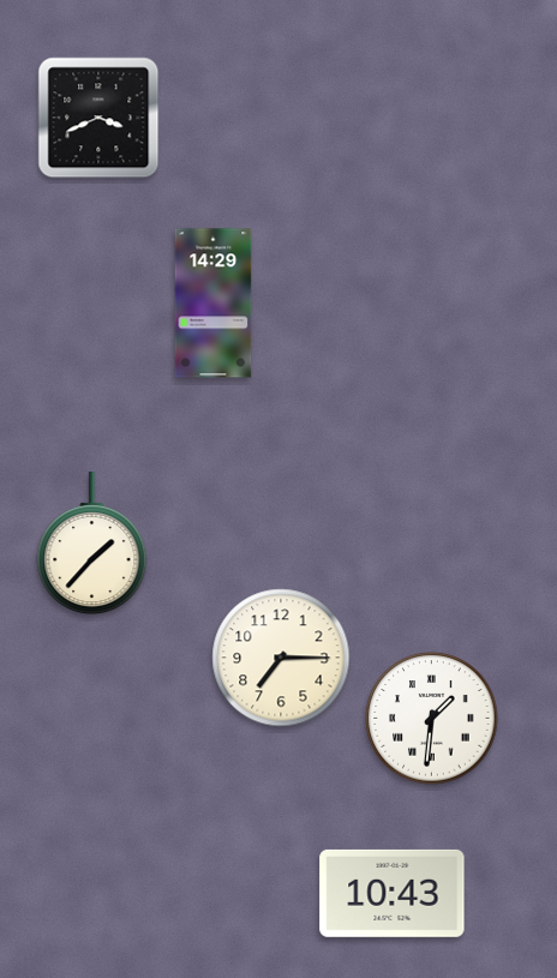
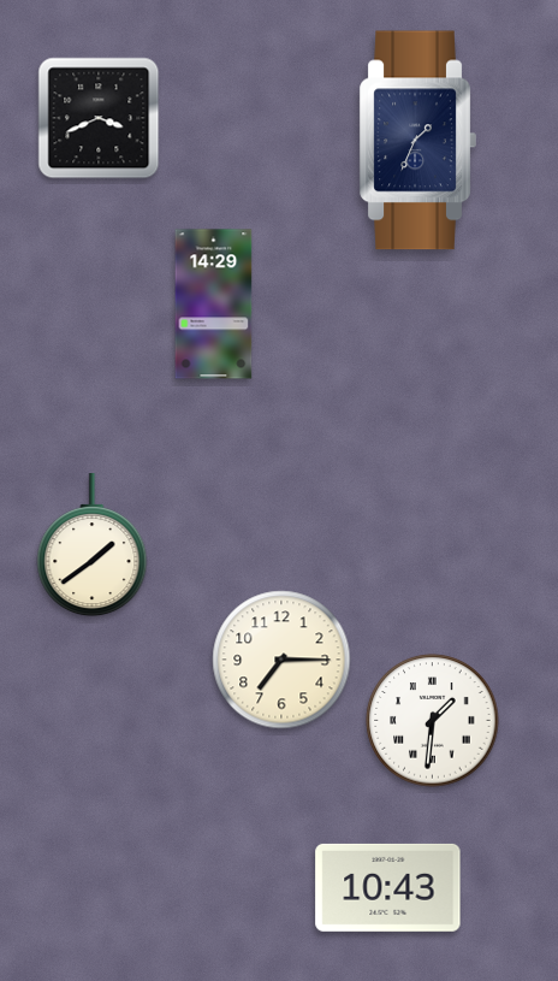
clock at (417, 141): none -> 1:34
clock at (92, 544): 1:37 -> 1:39
clock at (393, 893) position: (393, 893) -> (388, 887)
